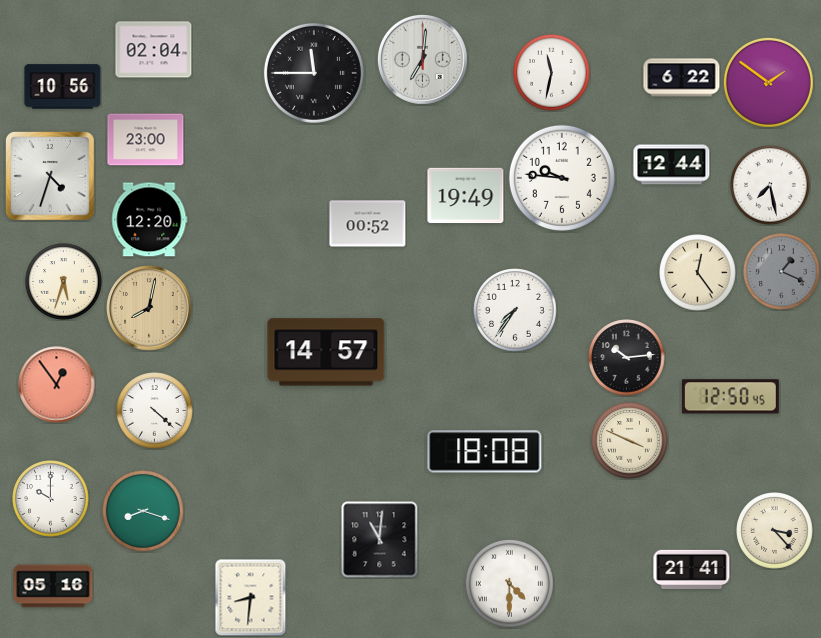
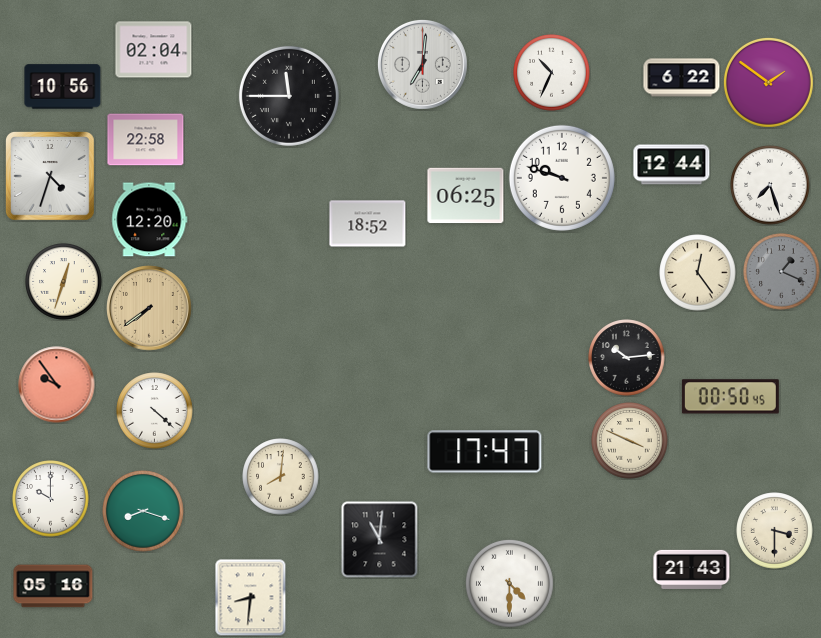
clock at (422, 59) position: (422, 59) -> (422, 64)
clock at (314, 73) position: (314, 73) -> (289, 96)
clock at (552, 73): 11:32 -> 10:34
clock at (146, 140): 23:00 -> 22:58
clock at (562, 178): 9:46 -> 9:48
clock at (770, 185): 7:28 -> 7:27
clock at (466, 196): 19:49 -> 06:25
clock at (368, 224): 00:52 -> 18:52
clock at (64, 282): 5:33 -> 12:33
clock at (149, 308): 8:02 -> 7:39
clock at (516, 311): 7:36 -> none
clock at (326, 352): 14:57 -> none
clock at (57, 385): 12:54 -> 9:54
clock at (730, 397): 12:50 -> 00:50
clock at (485, 452): 18:08 -> 17:47
clock at (281, 477): none -> 8:01
clock at (775, 531): 3:23 -> 3:30
clock at (692, 569): 21:41 -> 21:43
